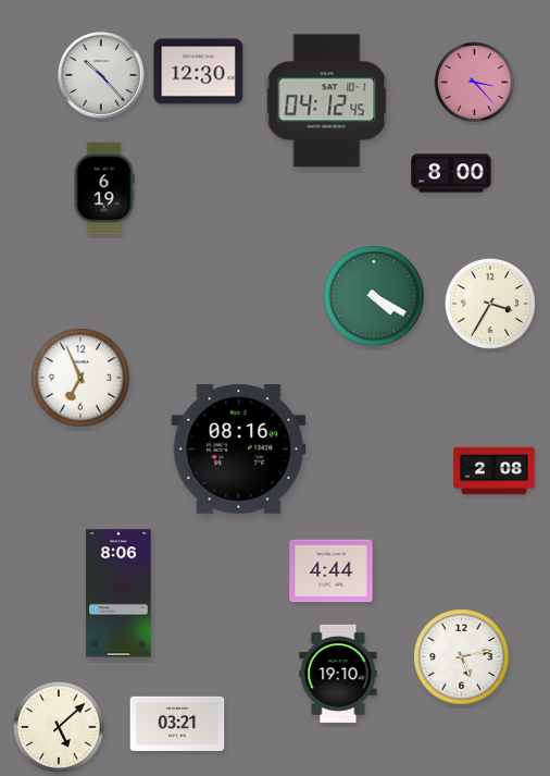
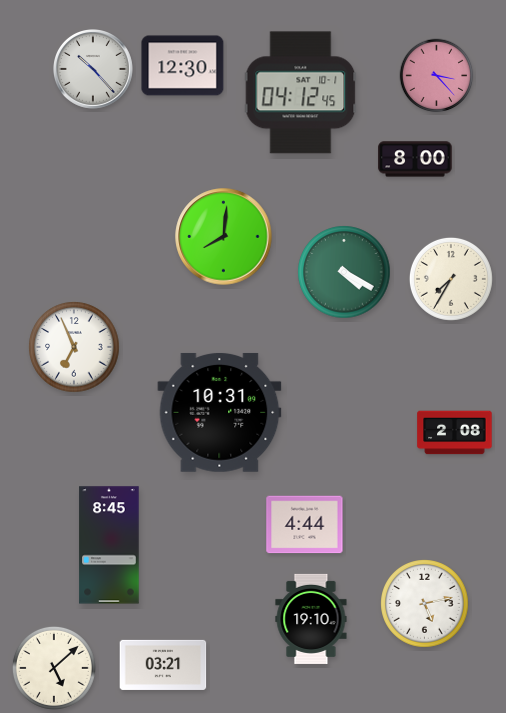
clock at (104, 188): 6:19 -> none
clock at (224, 237): none -> 8:01
clock at (490, 304): 3:35 -> 7:35
clock at (239, 448): 08:16 -> 10:31
clock at (118, 593): 8:06 -> 8:45
